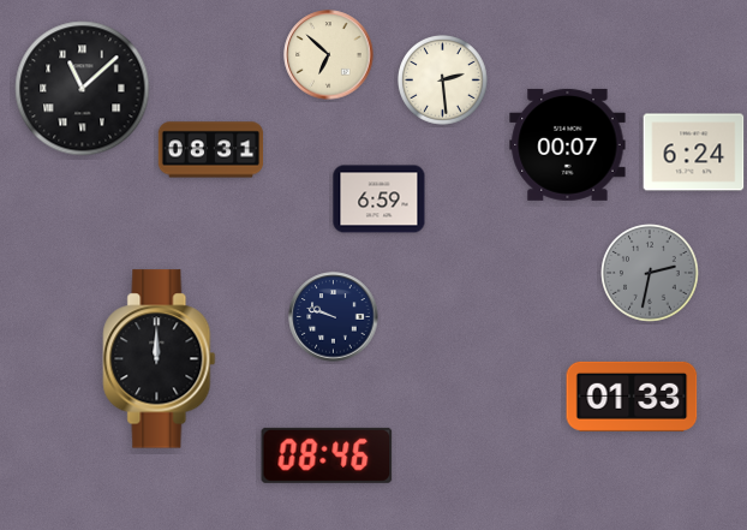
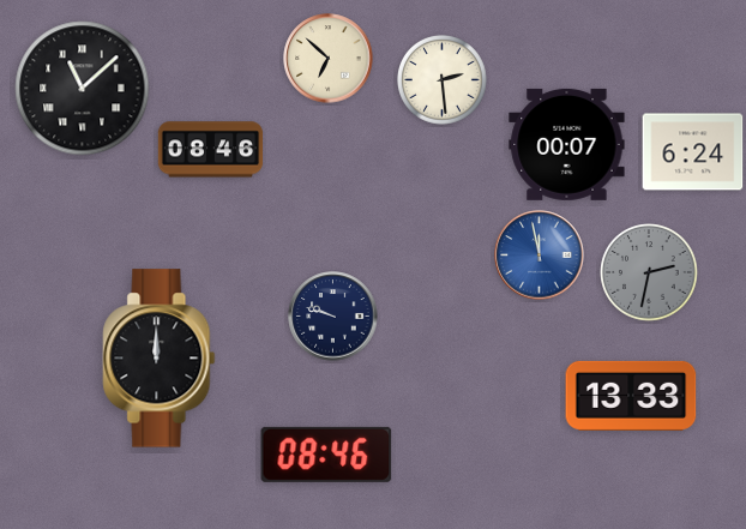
clock at (329, 55) position: (329, 55) -> (329, 59)
clock at (211, 150): 08:31 -> 08:46
clock at (380, 200): 6:59 -> none
clock at (540, 256): none -> 11:58
clock at (632, 397): 01:33 -> 13:33
